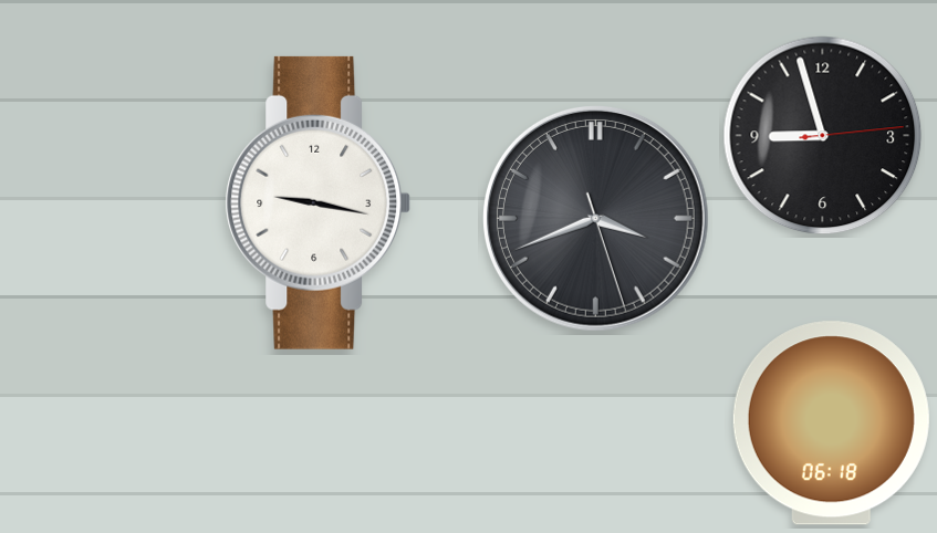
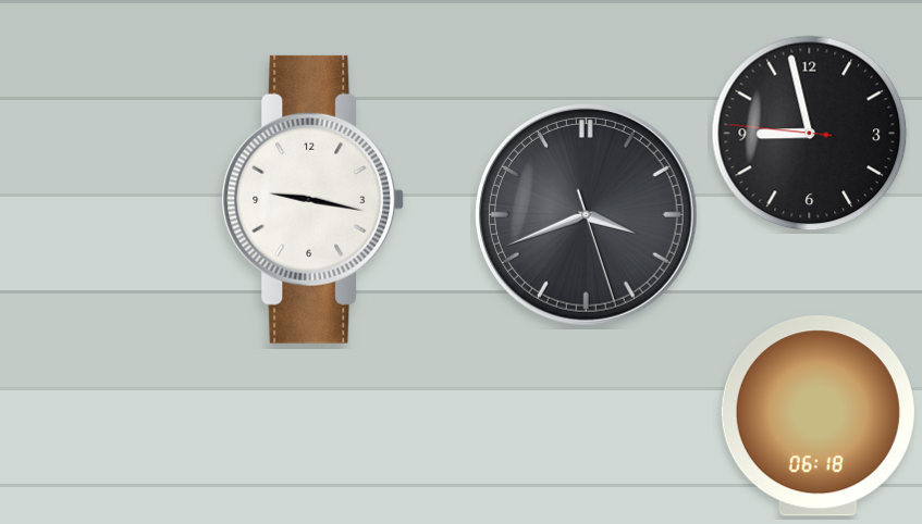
clock at (823, 136): 8:57:14 -> 8:57:46
